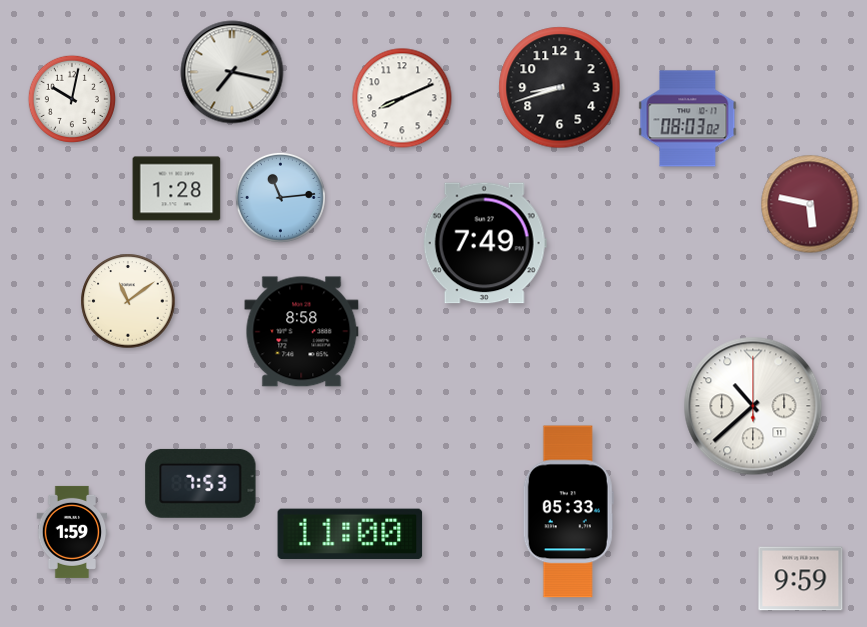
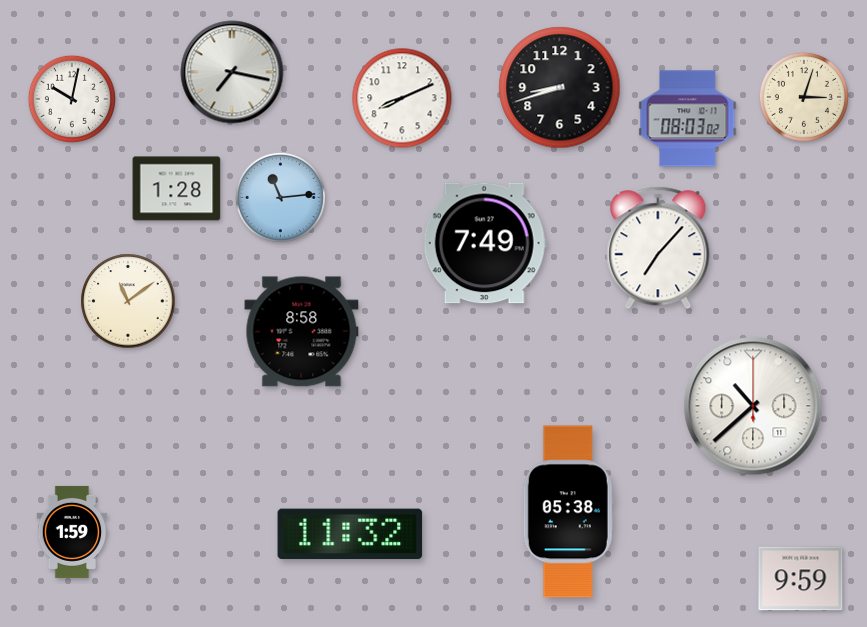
clock at (804, 97): none -> 3:03
clock at (810, 204): 5:47 -> none
clock at (658, 248): none -> 7:07
clock at (201, 483): 7:53 -> none
clock at (568, 512): 05:33 -> 05:38
clock at (350, 534): 11:00 -> 11:32
